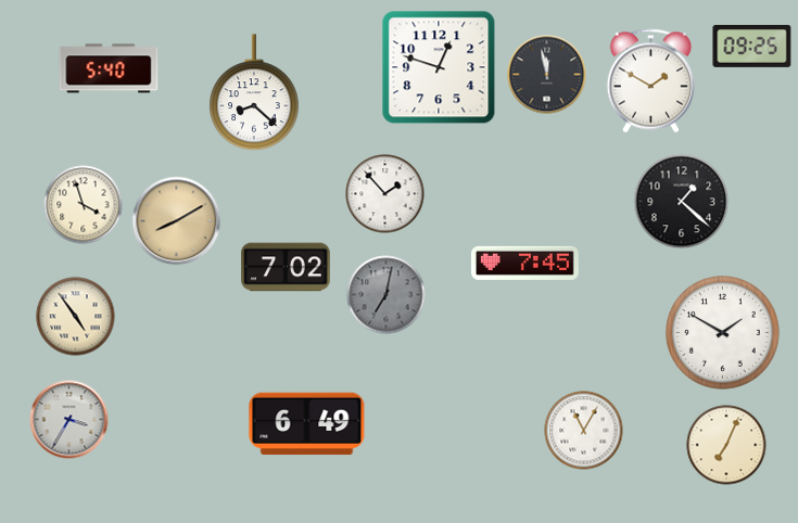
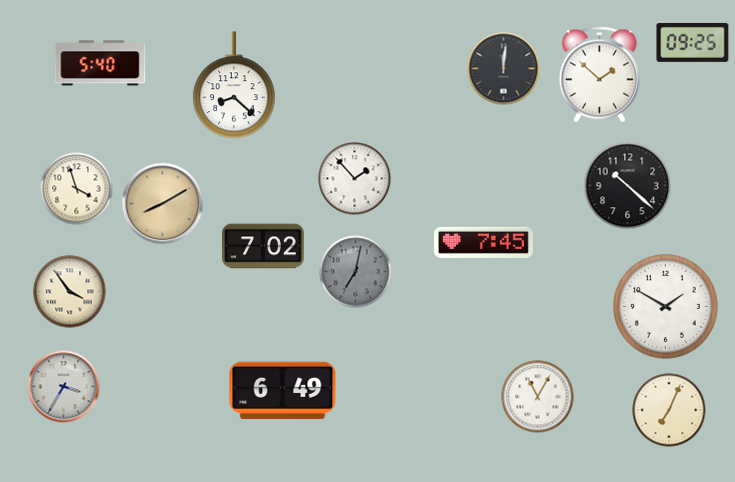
clock at (439, 67): 12:48 -> none
clock at (547, 75): 11:58 -> 12:01
clock at (650, 81): 1:50 -> 1:52
clock at (682, 202): 1:22 -> 10:22
clock at (76, 317): 4:54 -> 3:54
